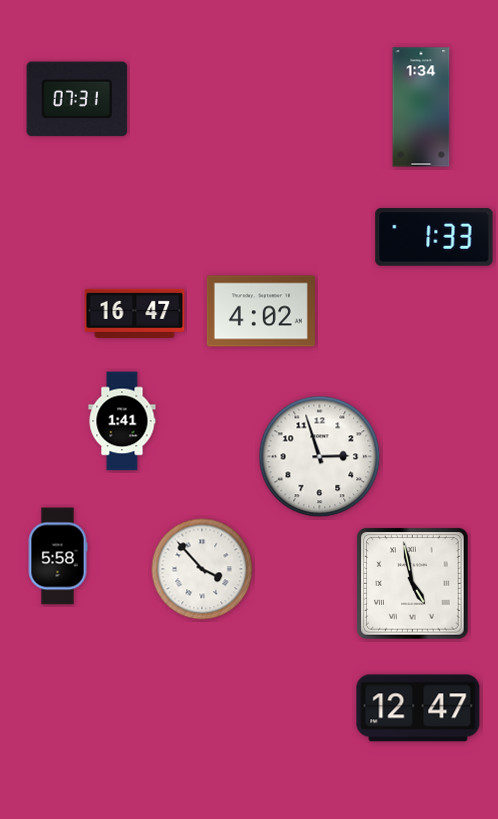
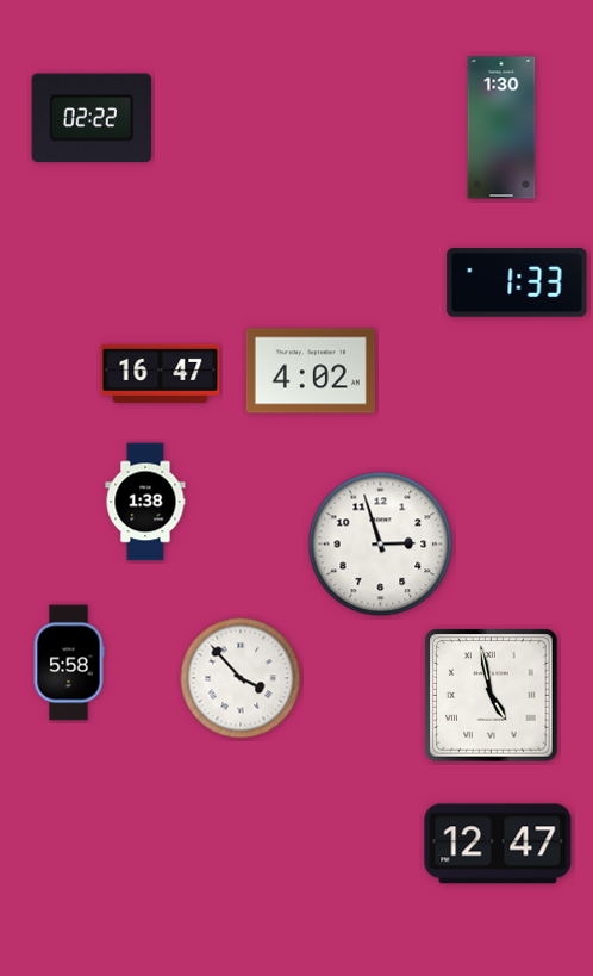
clock at (77, 99): 07:31 -> 02:22
clock at (421, 107): 1:34 -> 1:30
clock at (122, 421): 1:41 -> 1:38
